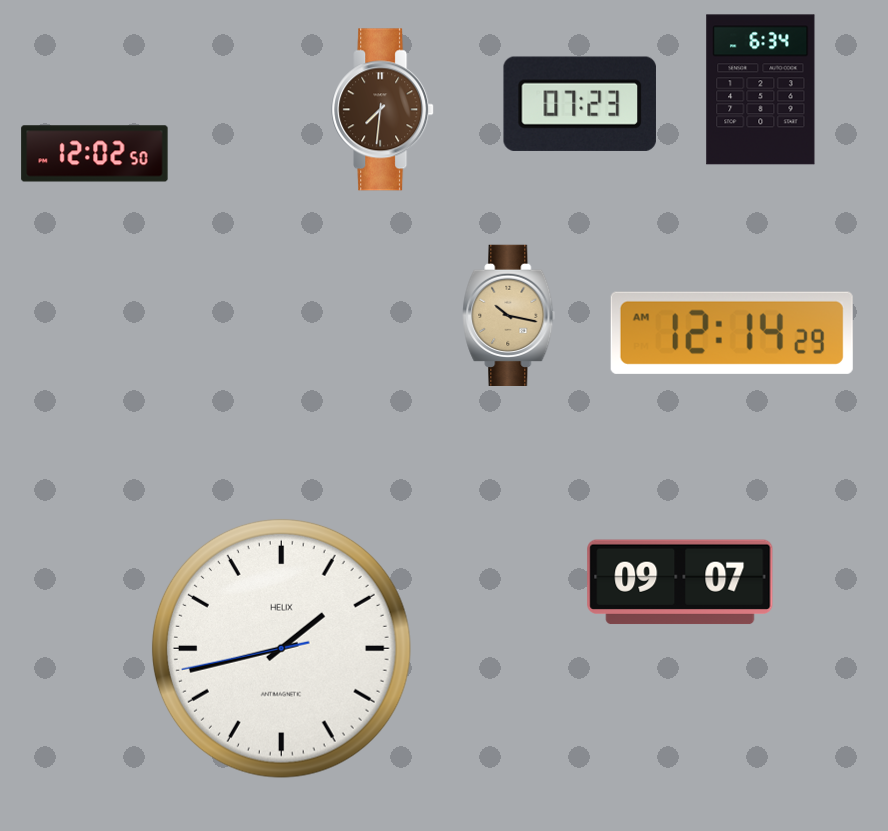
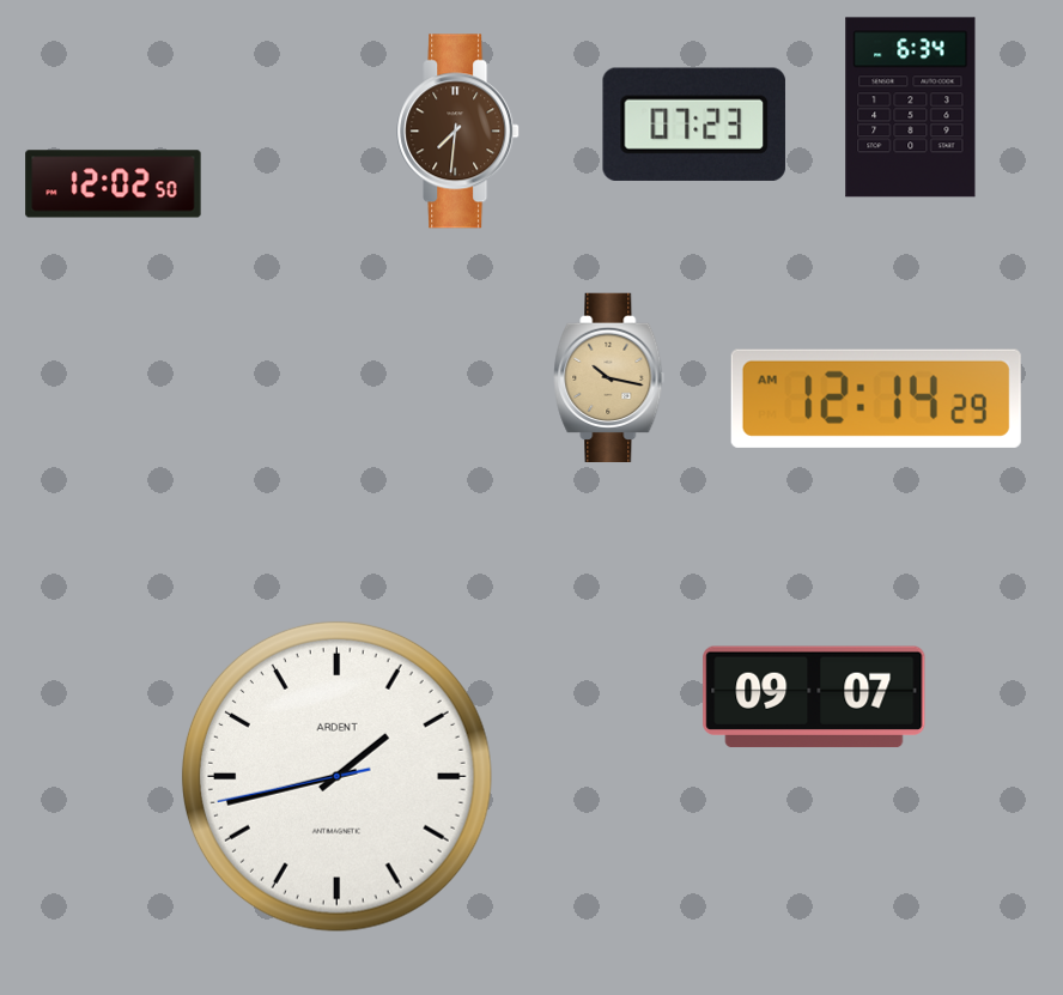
clock at (281, 648) brand: HELIX -> ARDENT
